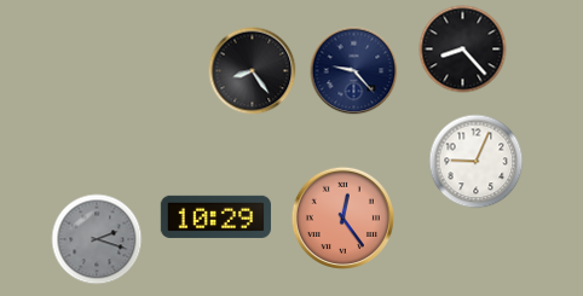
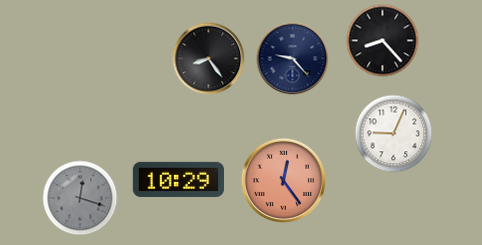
clock at (97, 239): 2:18 -> 12:18
